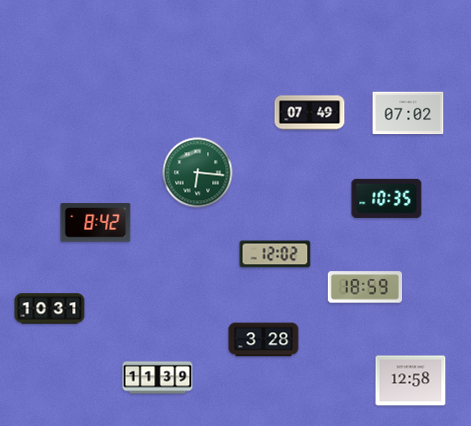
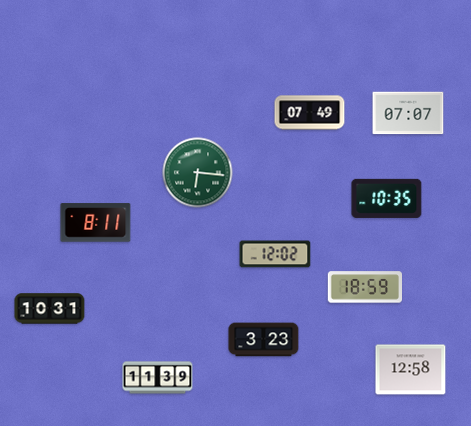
clock at (408, 113): 07:02 -> 07:07
clock at (96, 223): 8:42 -> 8:11
clock at (264, 340): 3:28 -> 3:23
clock at (411, 381) position: (411, 381) -> (411, 370)
